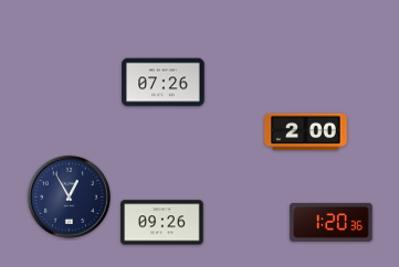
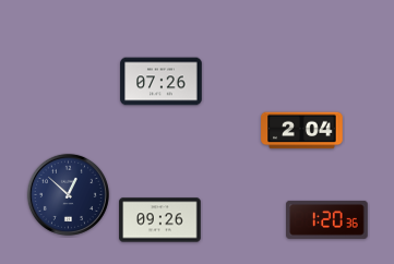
clock at (306, 132): 2:00 -> 2:04
clock at (69, 196): 12:55 -> 12:52
